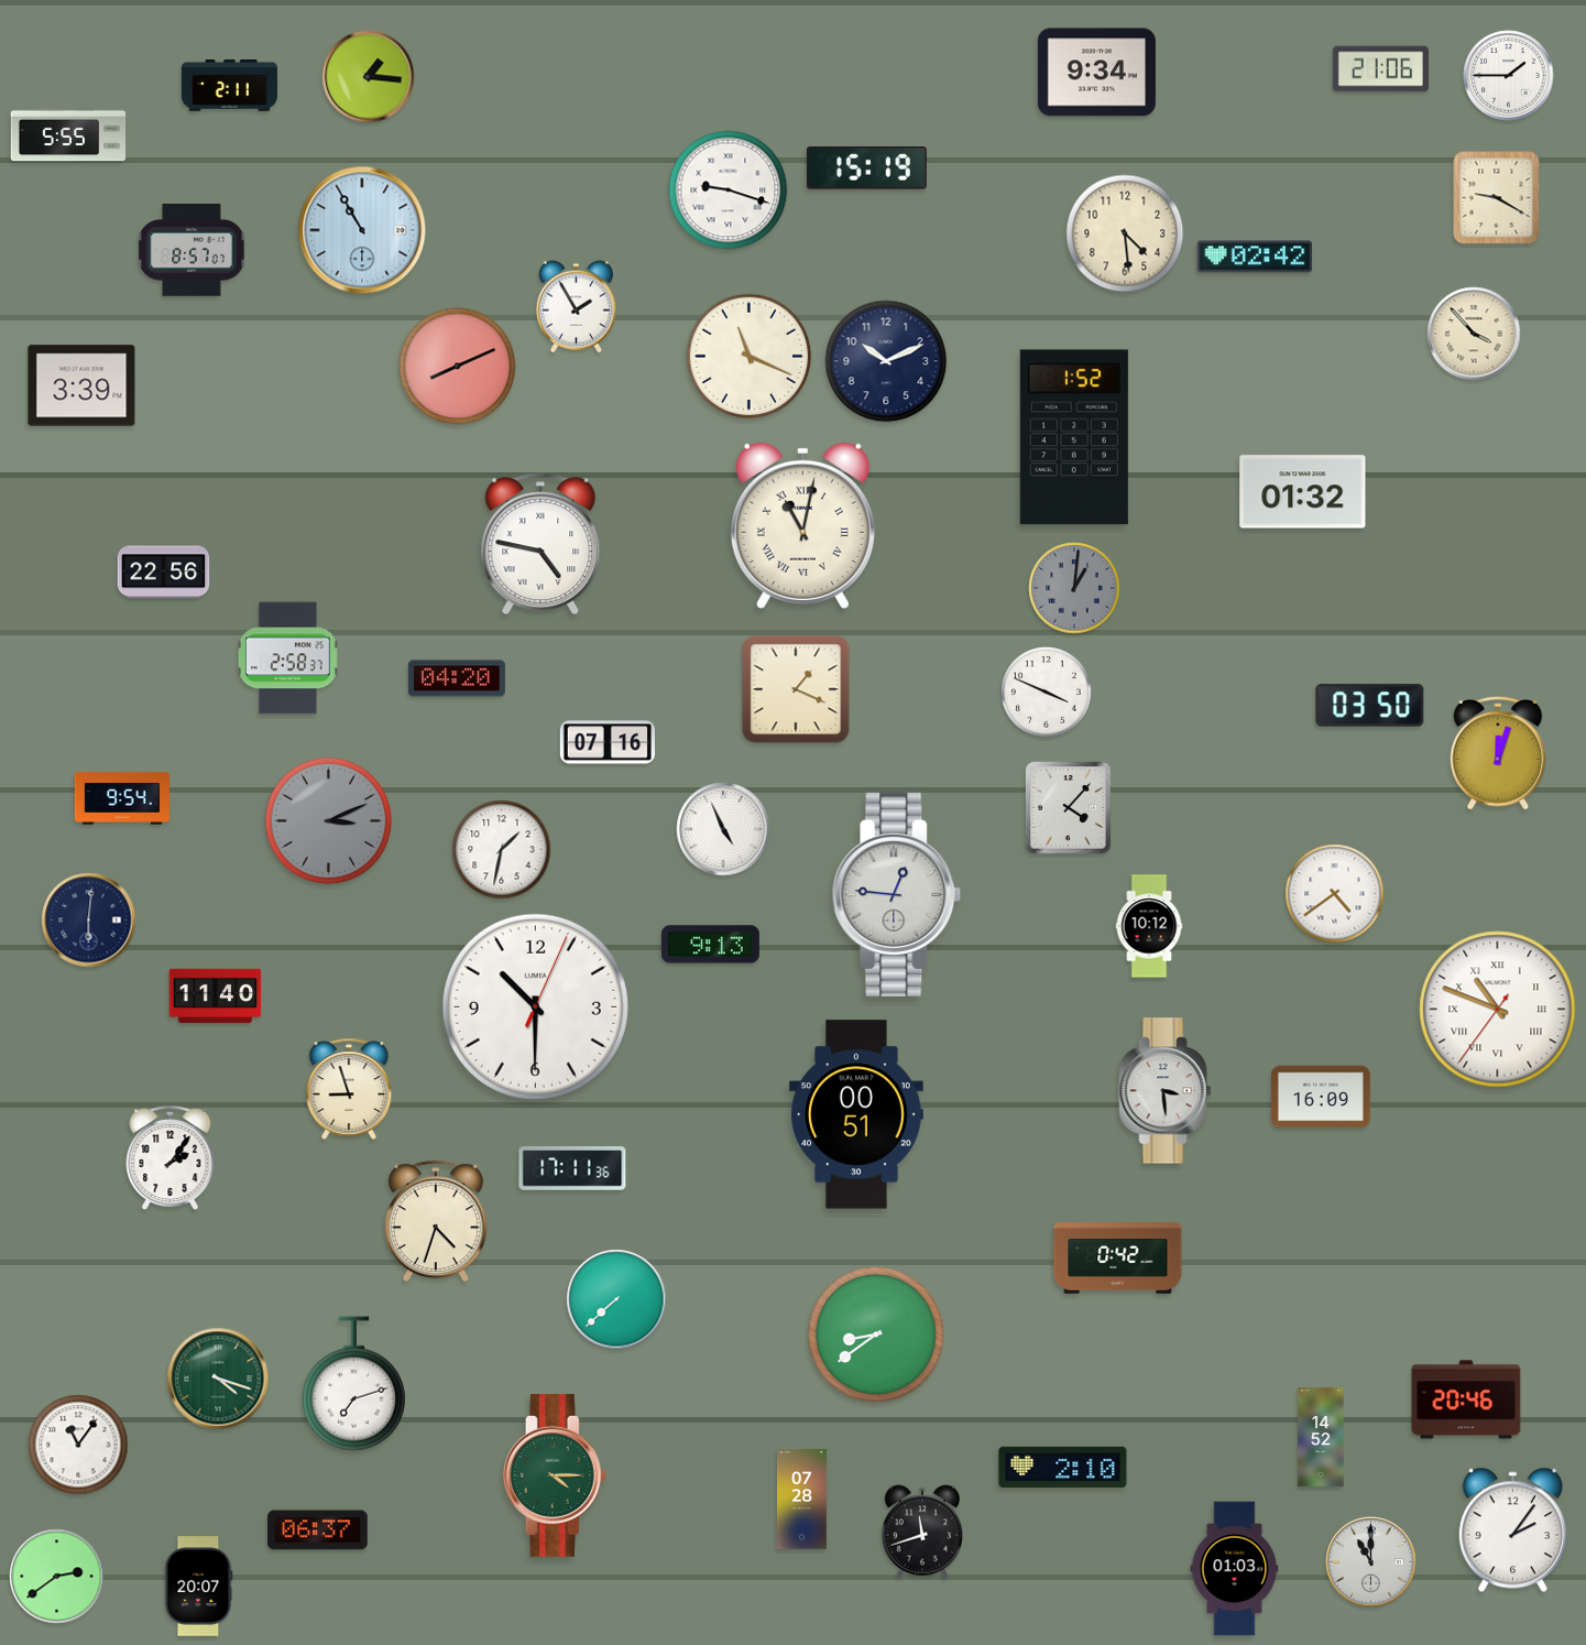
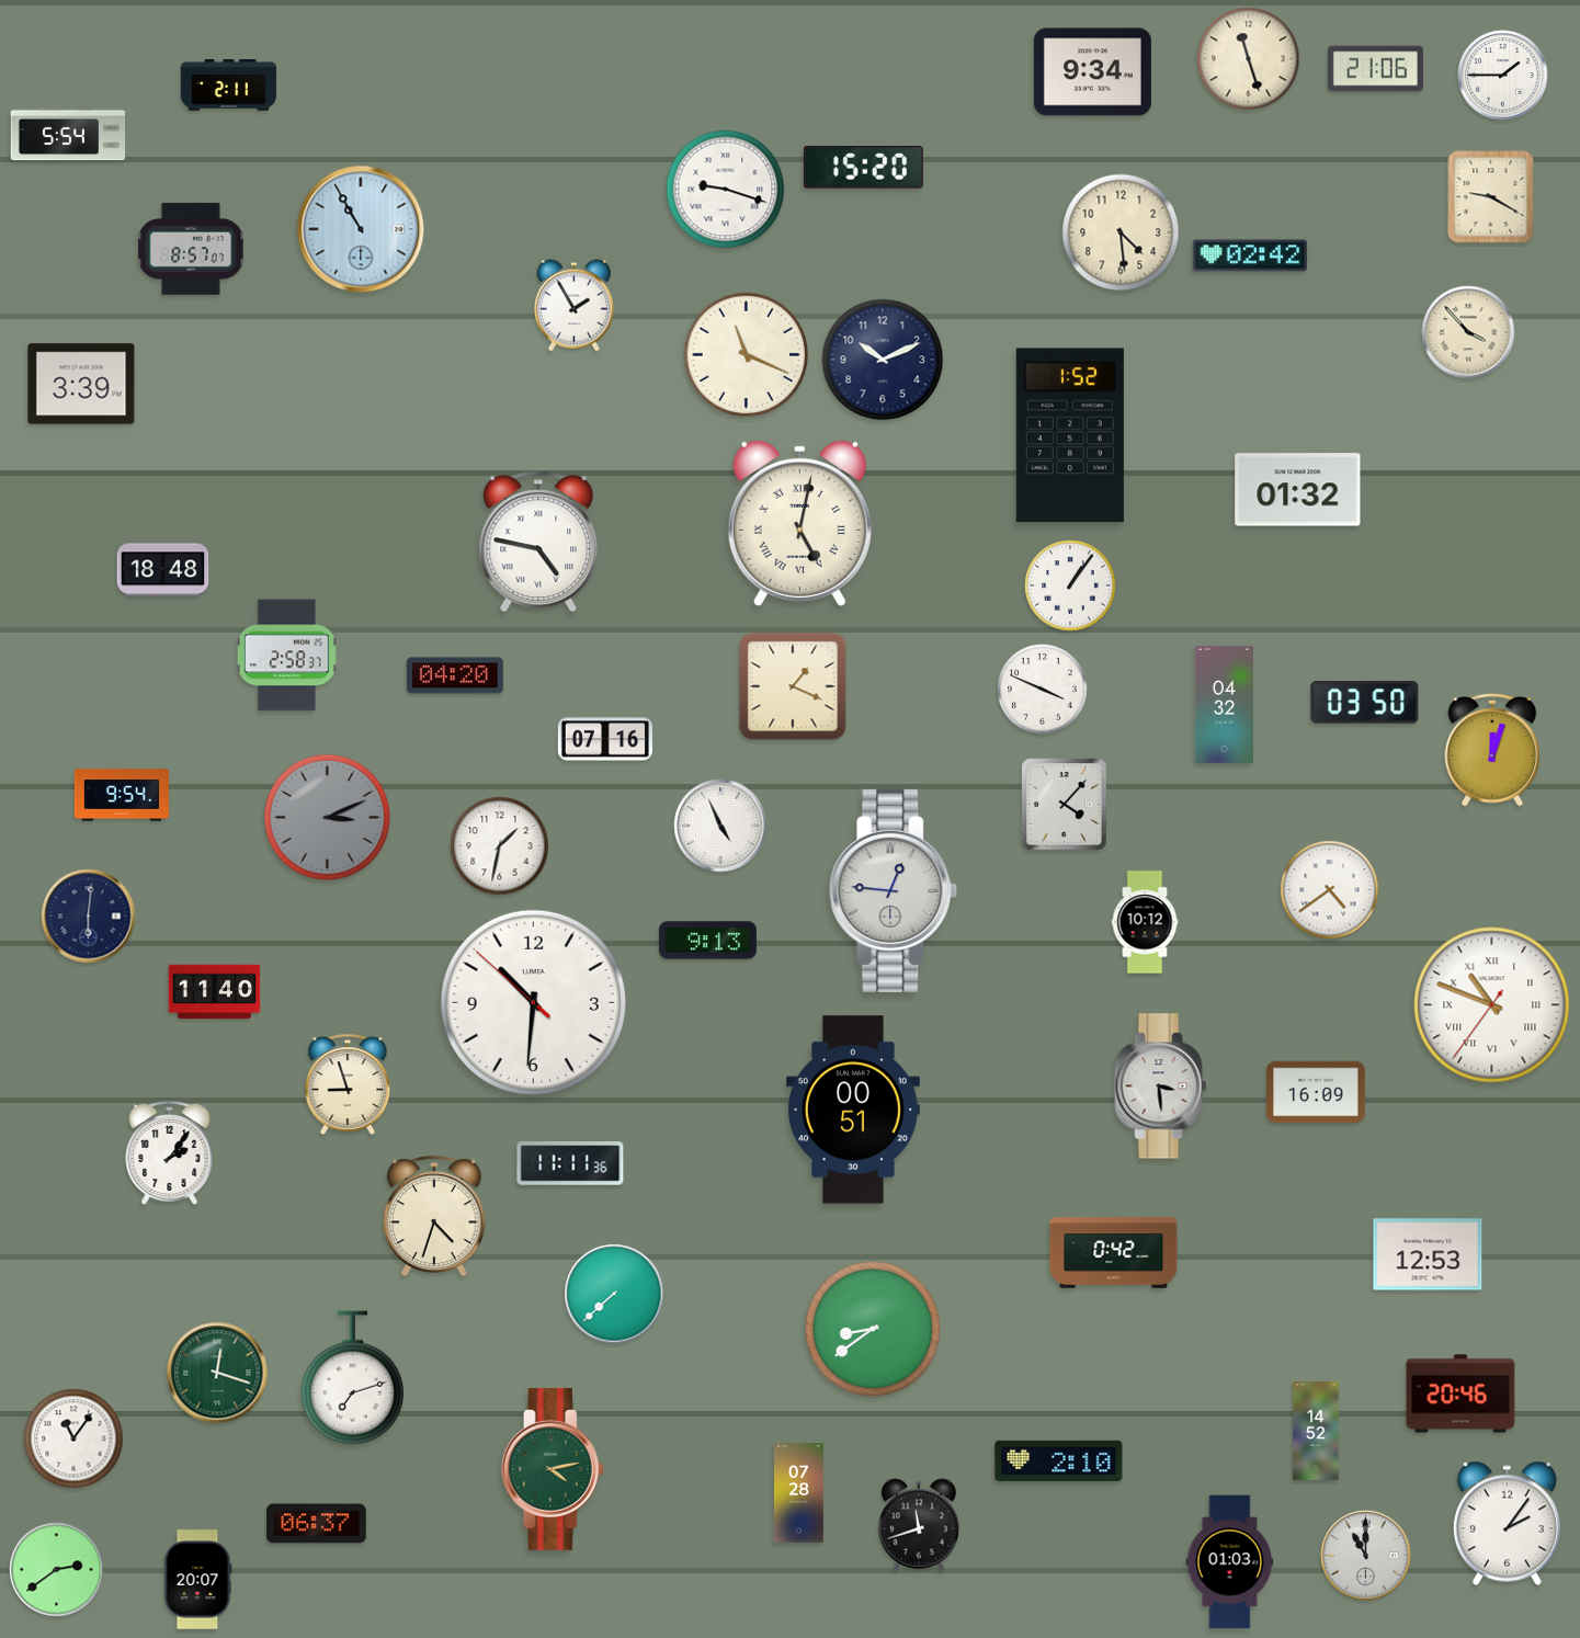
clock at (1249, 59): none -> 11:27
clock at (369, 77): 1:16 -> none
clock at (68, 134): 5:55 -> 5:54
clock at (866, 168): 15:19 -> 15:20
clock at (458, 367): 8:11 -> none
clock at (802, 525): 11:02 -> 5:02
clock at (164, 573): 22:56 -> 18:48
clock at (1074, 588): 1:01 -> 1:06
clock at (1074, 588) dial: grey -> white
clock at (1224, 704): none -> 04:32
clock at (535, 1006): 10:30:04 -> 10:30:52
clock at (572, 1168): 17:11 -> 11:11
clock at (1428, 1254): none -> 12:53
clock at (218, 1379): 4:18 -> 12:18
clock at (78, 1445) position: (78, 1445) -> (73, 1438)
clock at (555, 1475): 4:15 -> 4:13
